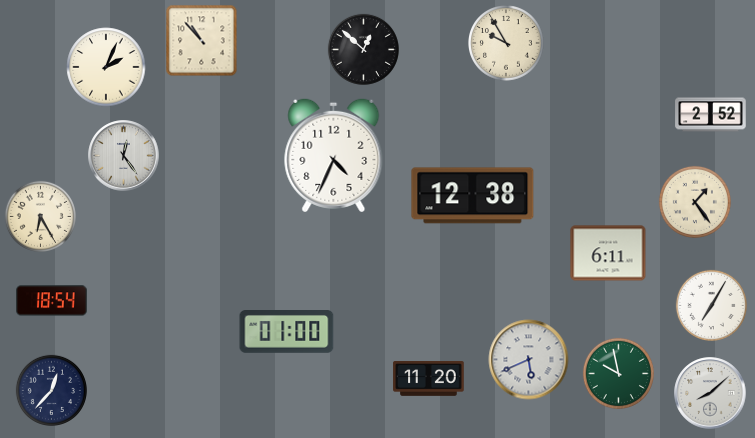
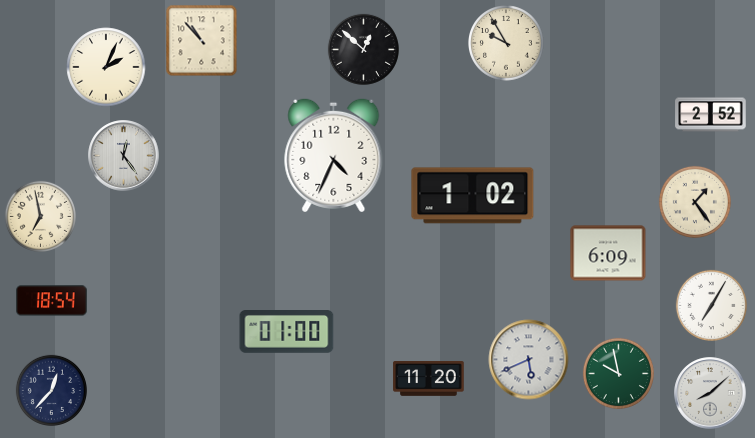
clock at (473, 196): 12:38 -> 1:02
clock at (40, 216): 6:25 -> 6:58
clock at (608, 253): 6:11 -> 6:09
